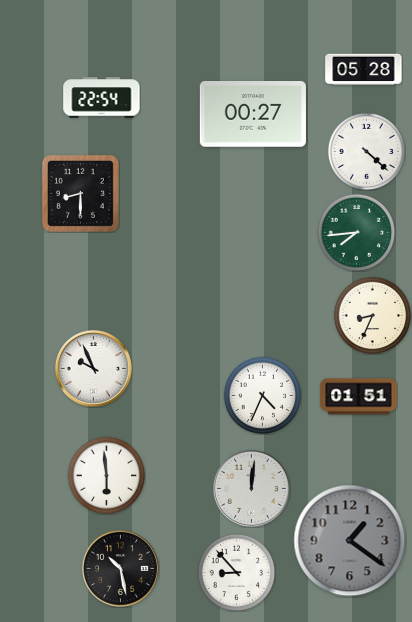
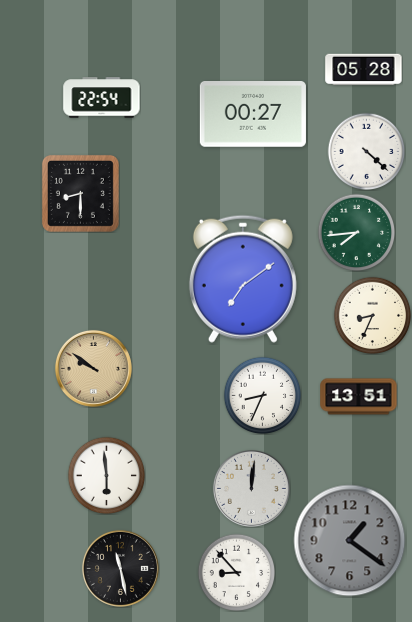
clock at (243, 279): none -> 7:09
clock at (93, 368): 9:56 -> 9:51
clock at (93, 368) dial: white -> champagne
clock at (262, 395): 4:34 -> 8:34
clock at (359, 397): 01:51 -> 13:51
clock at (120, 568): 10:28 -> 11:28
